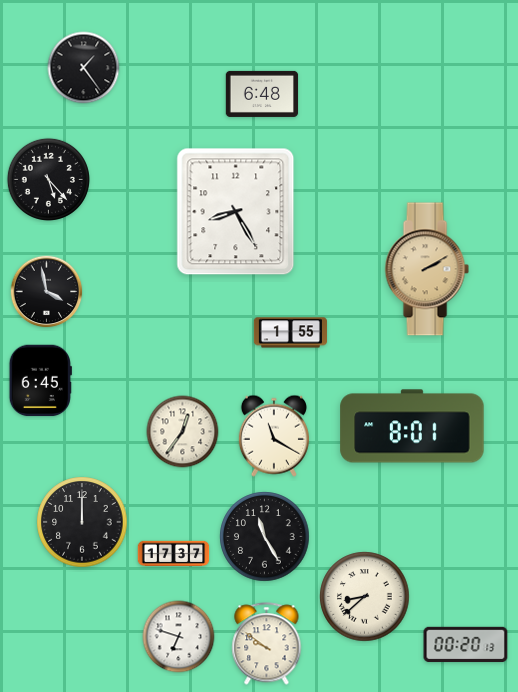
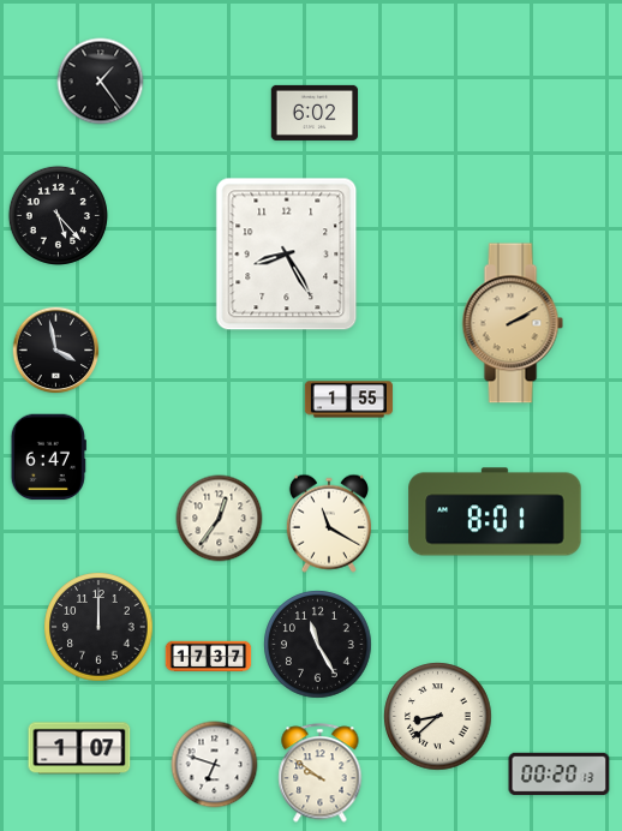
clock at (262, 94): 6:48 -> 6:02
clock at (236, 212) position: (236, 212) -> (287, 255)
clock at (40, 381): 6:45 -> 6:47
clock at (174, 554) position: (174, 554) -> (209, 657)
clock at (79, 748): none -> 1:07
